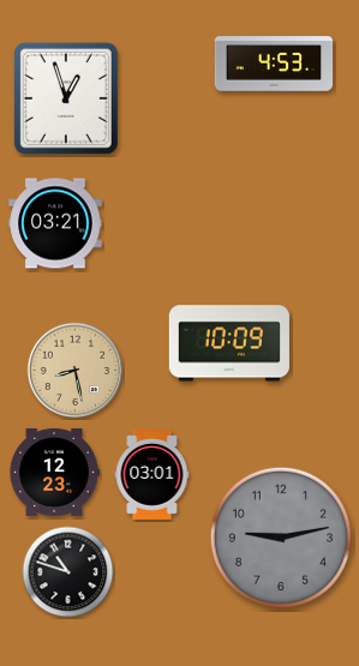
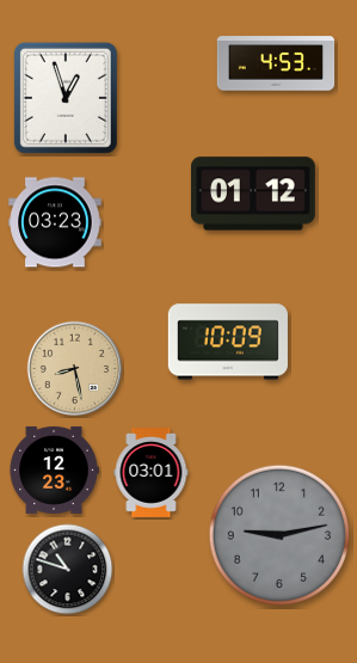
clock at (274, 64) position: (274, 64) -> (276, 63)
clock at (253, 194): none -> 01:12
clock at (55, 223): 03:21 -> 03:23
